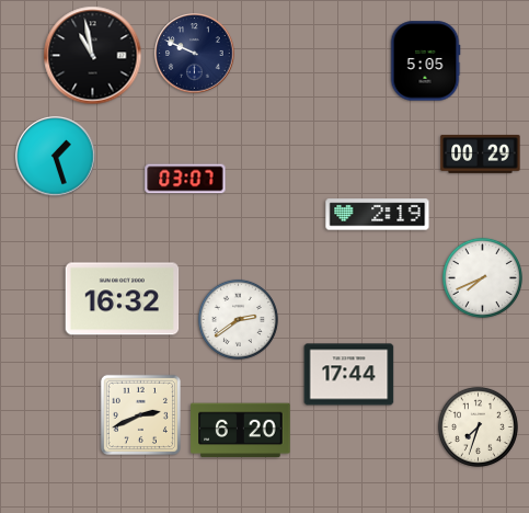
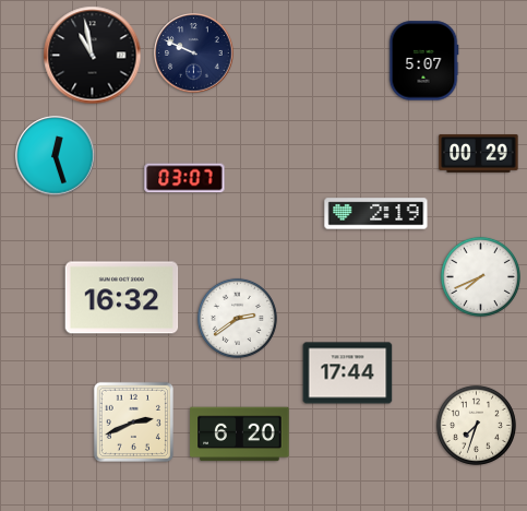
clock at (425, 61): 5:05 -> 5:07
clock at (56, 157): 1:27 -> 12:27
clock at (140, 414) position: (140, 414) -> (133, 421)
clock at (241, 431) position: (241, 431) -> (240, 435)
